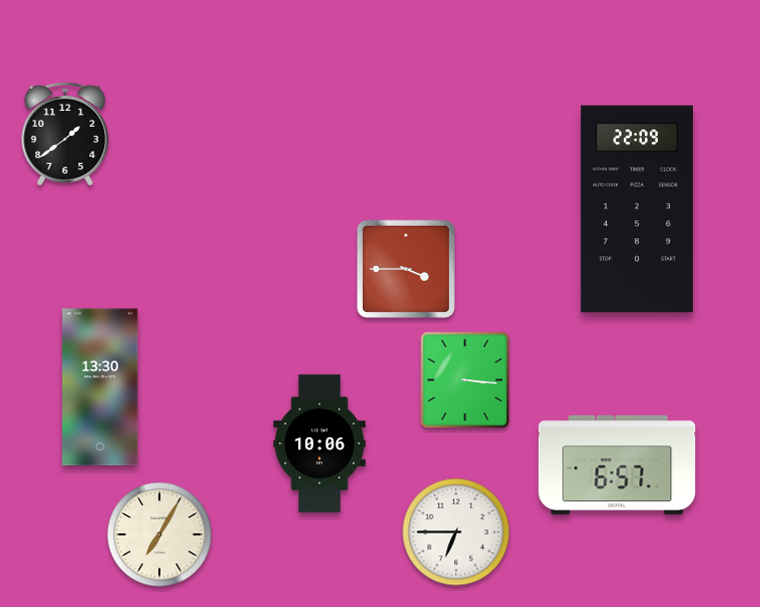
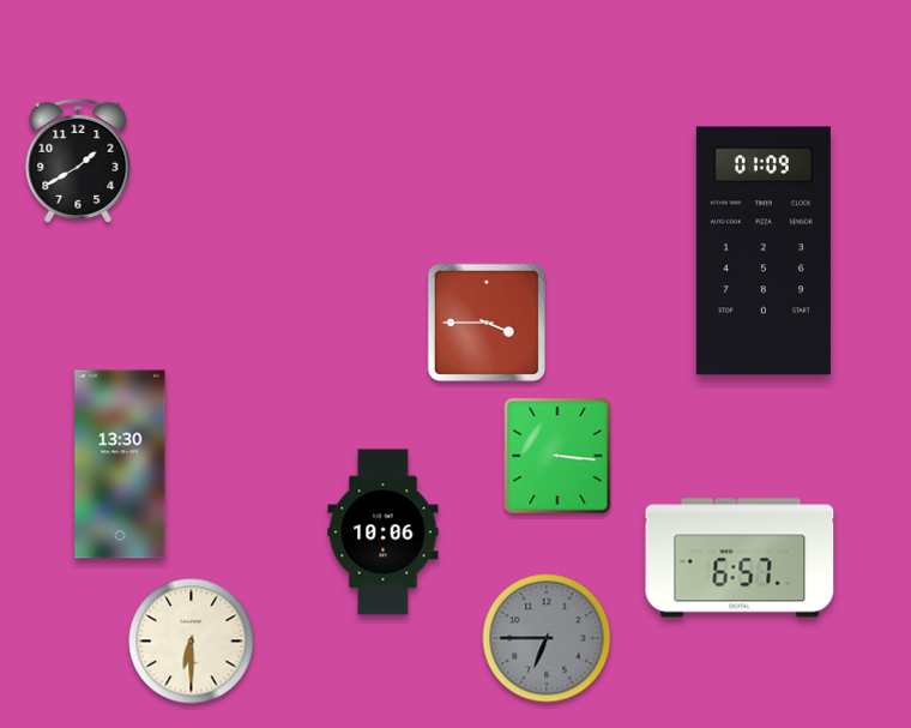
clock at (65, 134): 1:39 -> 1:40
clock at (637, 209): 22:09 -> 01:09
clock at (456, 532) dial: white -> grey
clock at (160, 535): 7:05 -> 6:30
